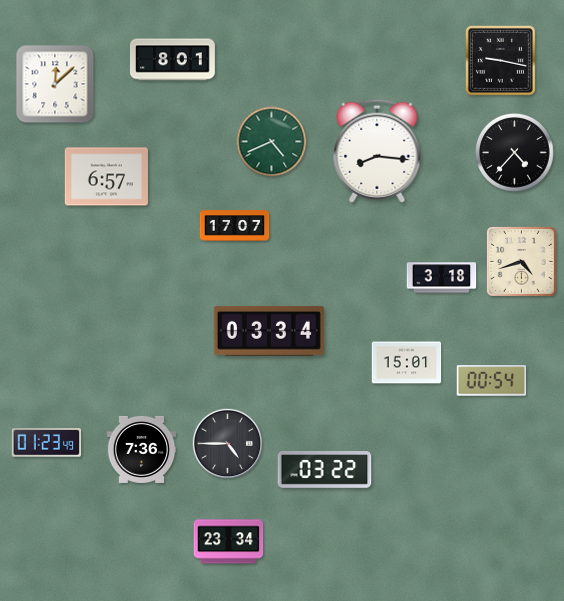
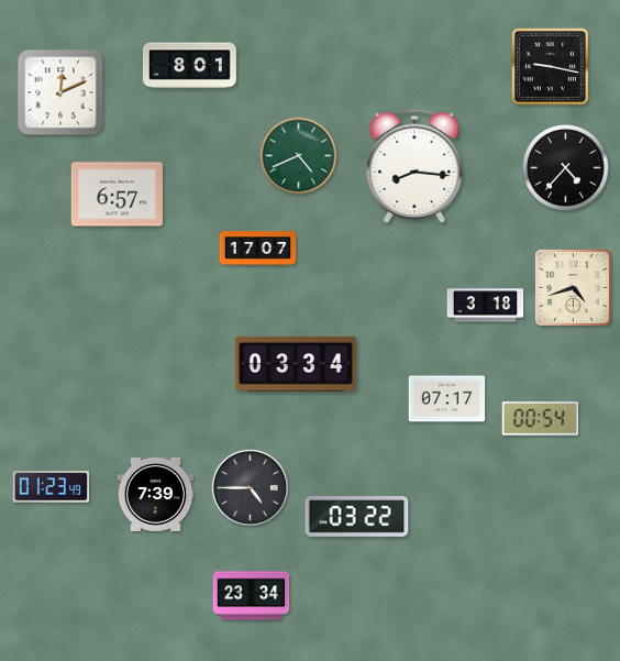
clock at (55, 84): 12:08 -> 12:11
clock at (407, 363): 15:01 -> 07:17
clock at (142, 449): 7:36 -> 7:39
